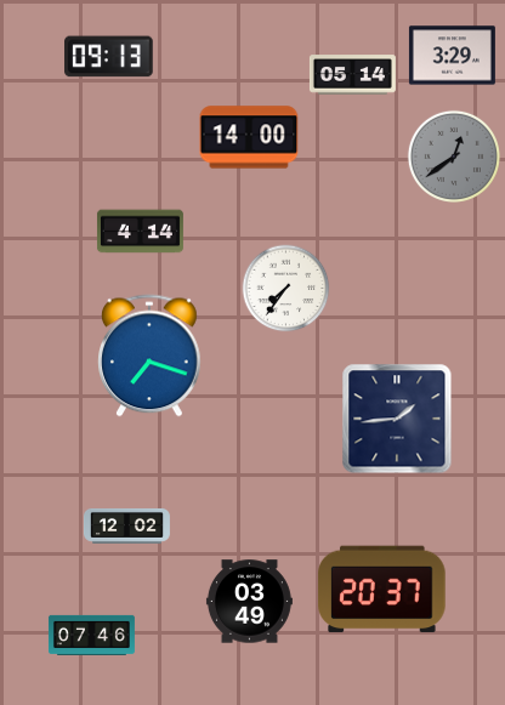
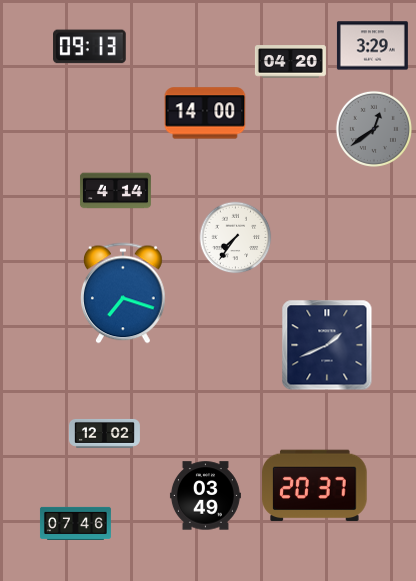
clock at (352, 75): 05:14 -> 04:20
clock at (397, 419): 1:44 -> 1:41
